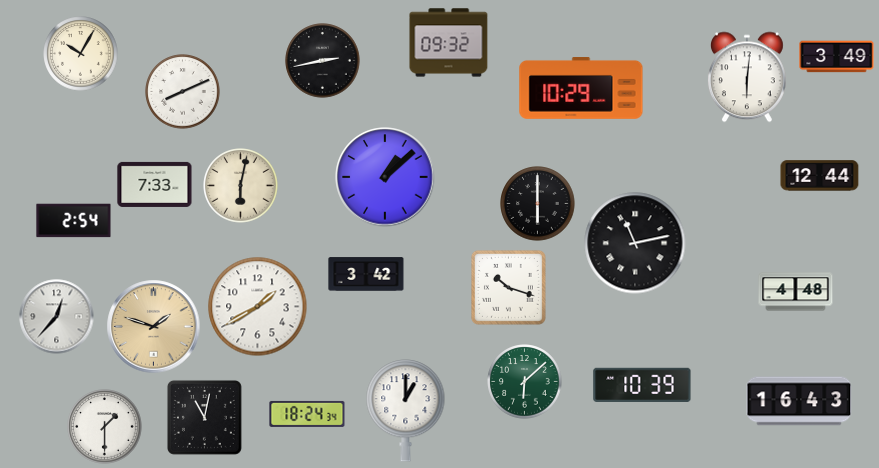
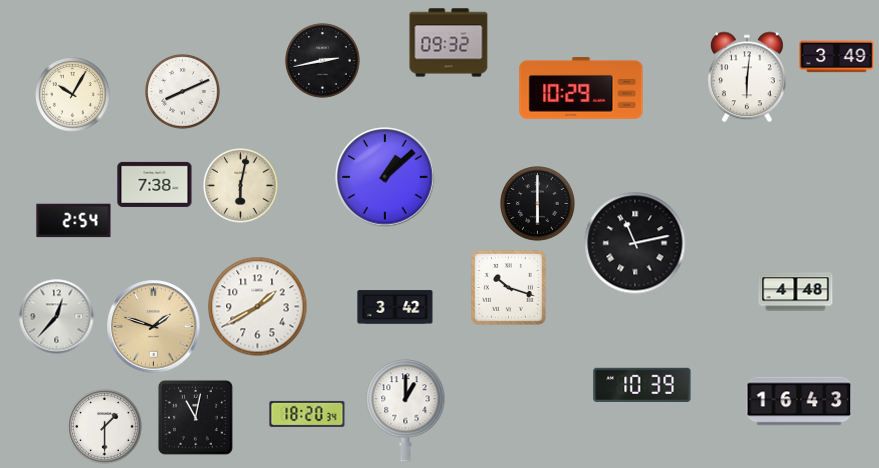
clock at (81, 54) position: (81, 54) -> (73, 95)
clock at (820, 176): 12:44 -> none
clock at (155, 184): 7:33 -> 7:38
clock at (366, 274) position: (366, 274) -> (395, 307)
clock at (525, 382): 6:08 -> none
clock at (307, 414): 18:24 -> 18:20
clock at (204, 417) position: (204, 417) -> (195, 417)
